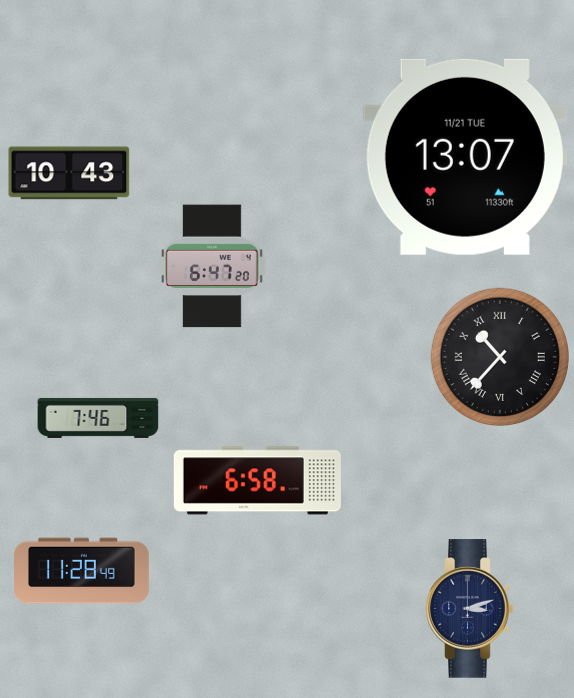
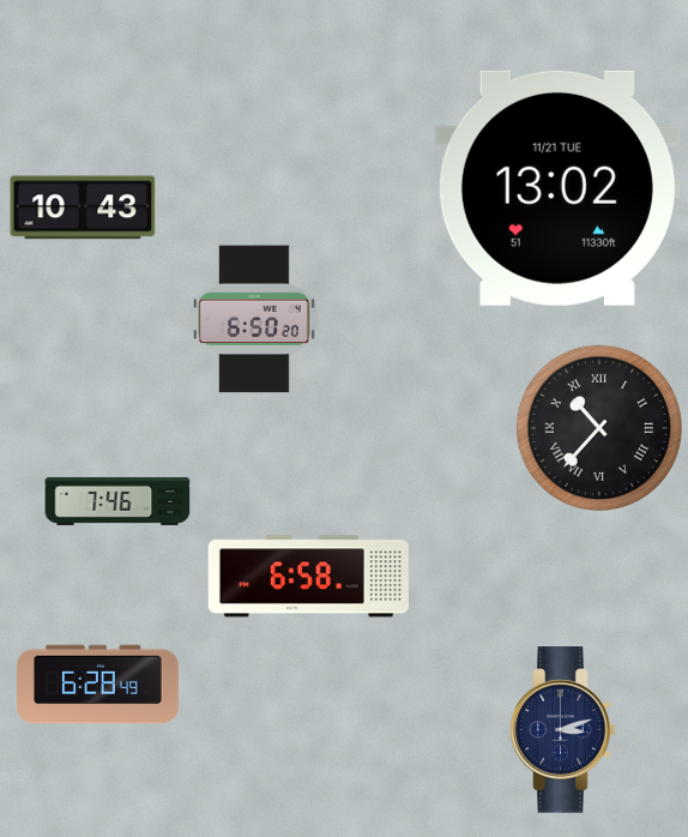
clock at (465, 157): 13:07 -> 13:02
clock at (213, 266): 6:47 -> 6:50
clock at (82, 571): 11:28 -> 6:28
